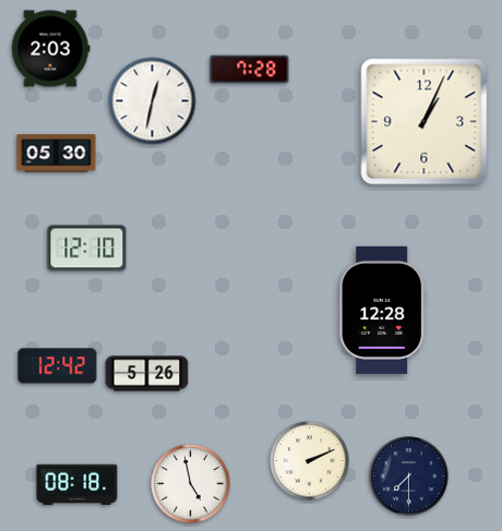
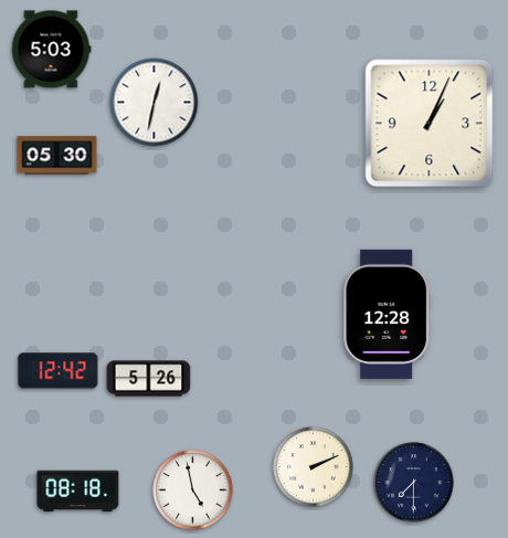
clock at (50, 49): 2:03 -> 5:03
clock at (250, 70): 7:28 -> none
clock at (87, 249): 12:10 -> none
